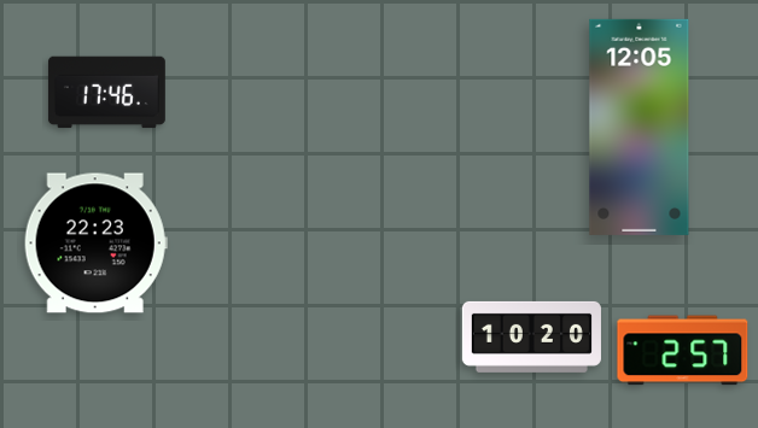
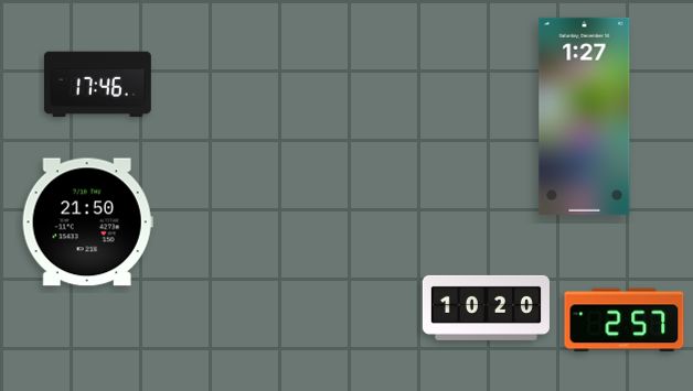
clock at (640, 127): 12:05 -> 1:27
clock at (95, 244): 22:23 -> 21:50
